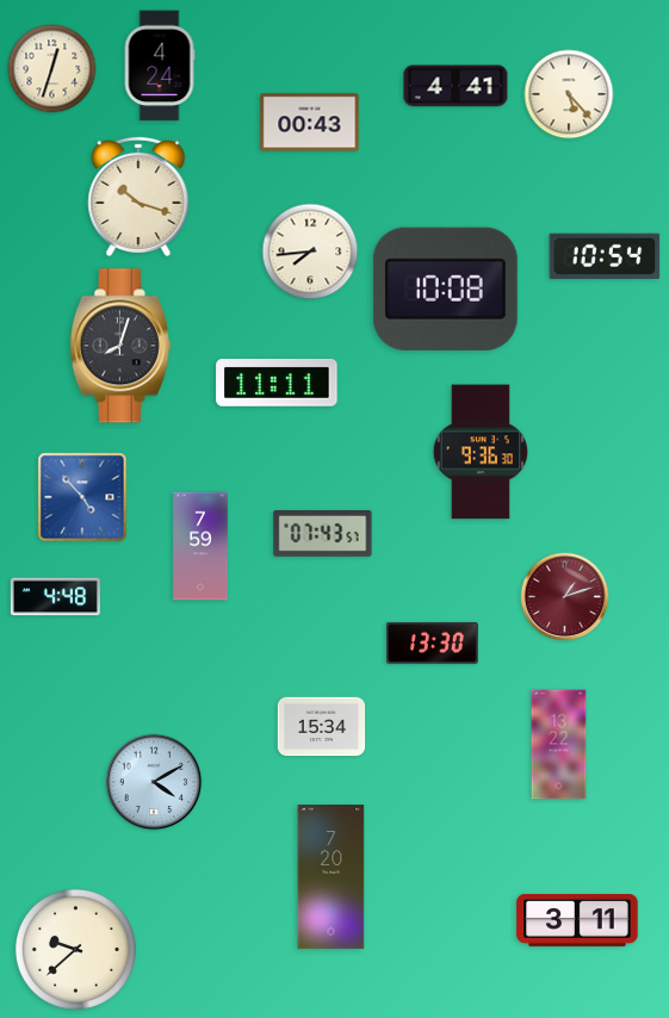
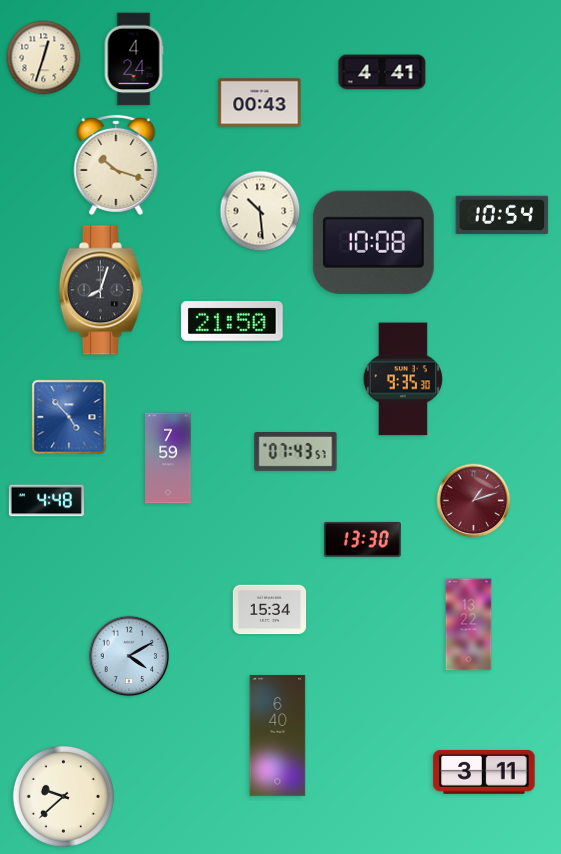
clock at (160, 66) position: (160, 66) -> (134, 59)
clock at (569, 94): 5:23 -> none
clock at (310, 252): 7:44 -> 10:29
clock at (605, 255) position: (605, 255) -> (502, 214)
clock at (277, 384): 11:11 -> 21:50
clock at (479, 452): 9:36 -> 9:35
clock at (323, 534) position: (323, 534) -> (296, 452)
clock at (332, 877): 7:20 -> 6:40
